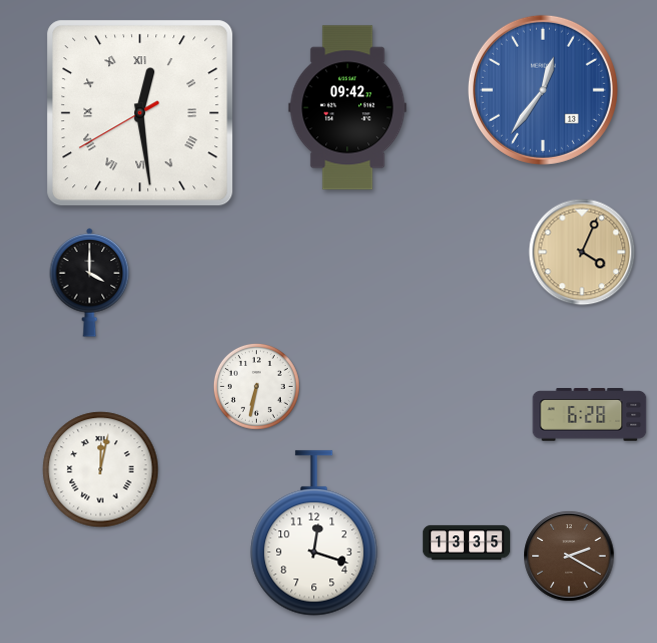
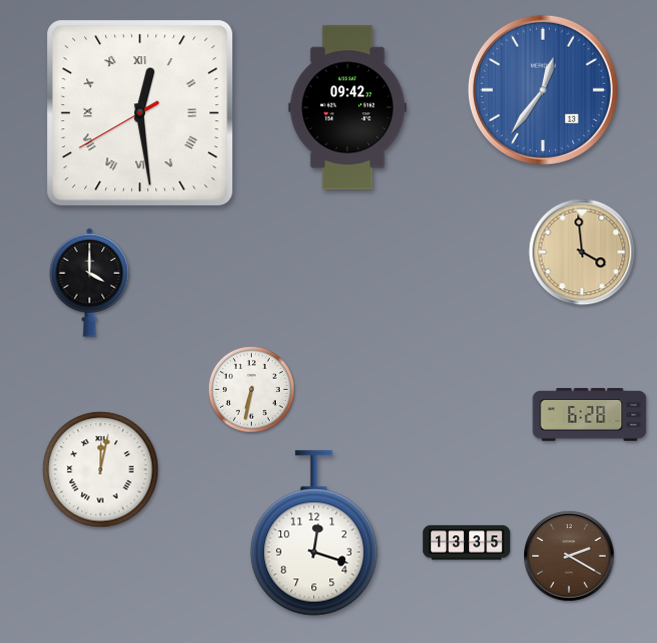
clock at (582, 252): 4:04 -> 3:59
clock at (256, 386) position: (256, 386) -> (251, 389)
